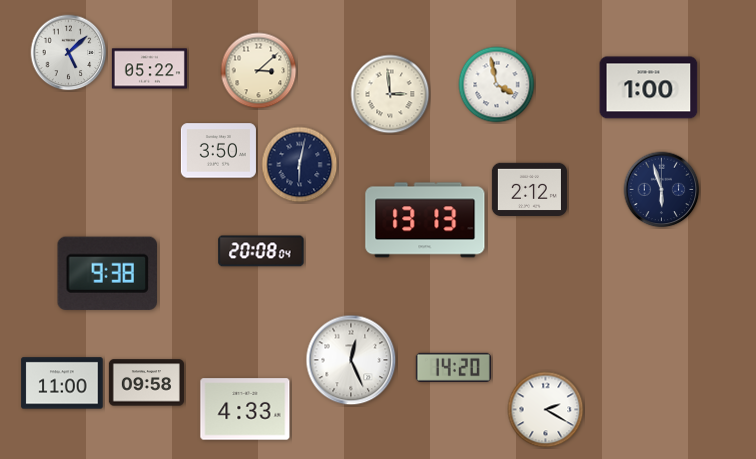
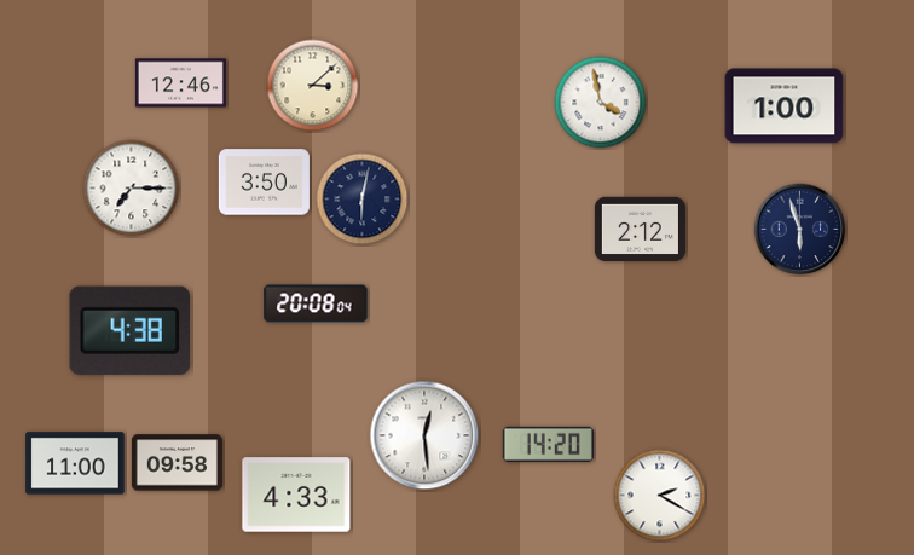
clock at (69, 53): 5:08 -> none
clock at (149, 69): 05:22 -> 12:46
clock at (390, 94): 2:59 -> none
clock at (132, 189): none -> 7:15
clock at (425, 220): 13:13 -> none
clock at (108, 273): 9:38 -> 4:38
clock at (351, 360): 12:26 -> 12:29
